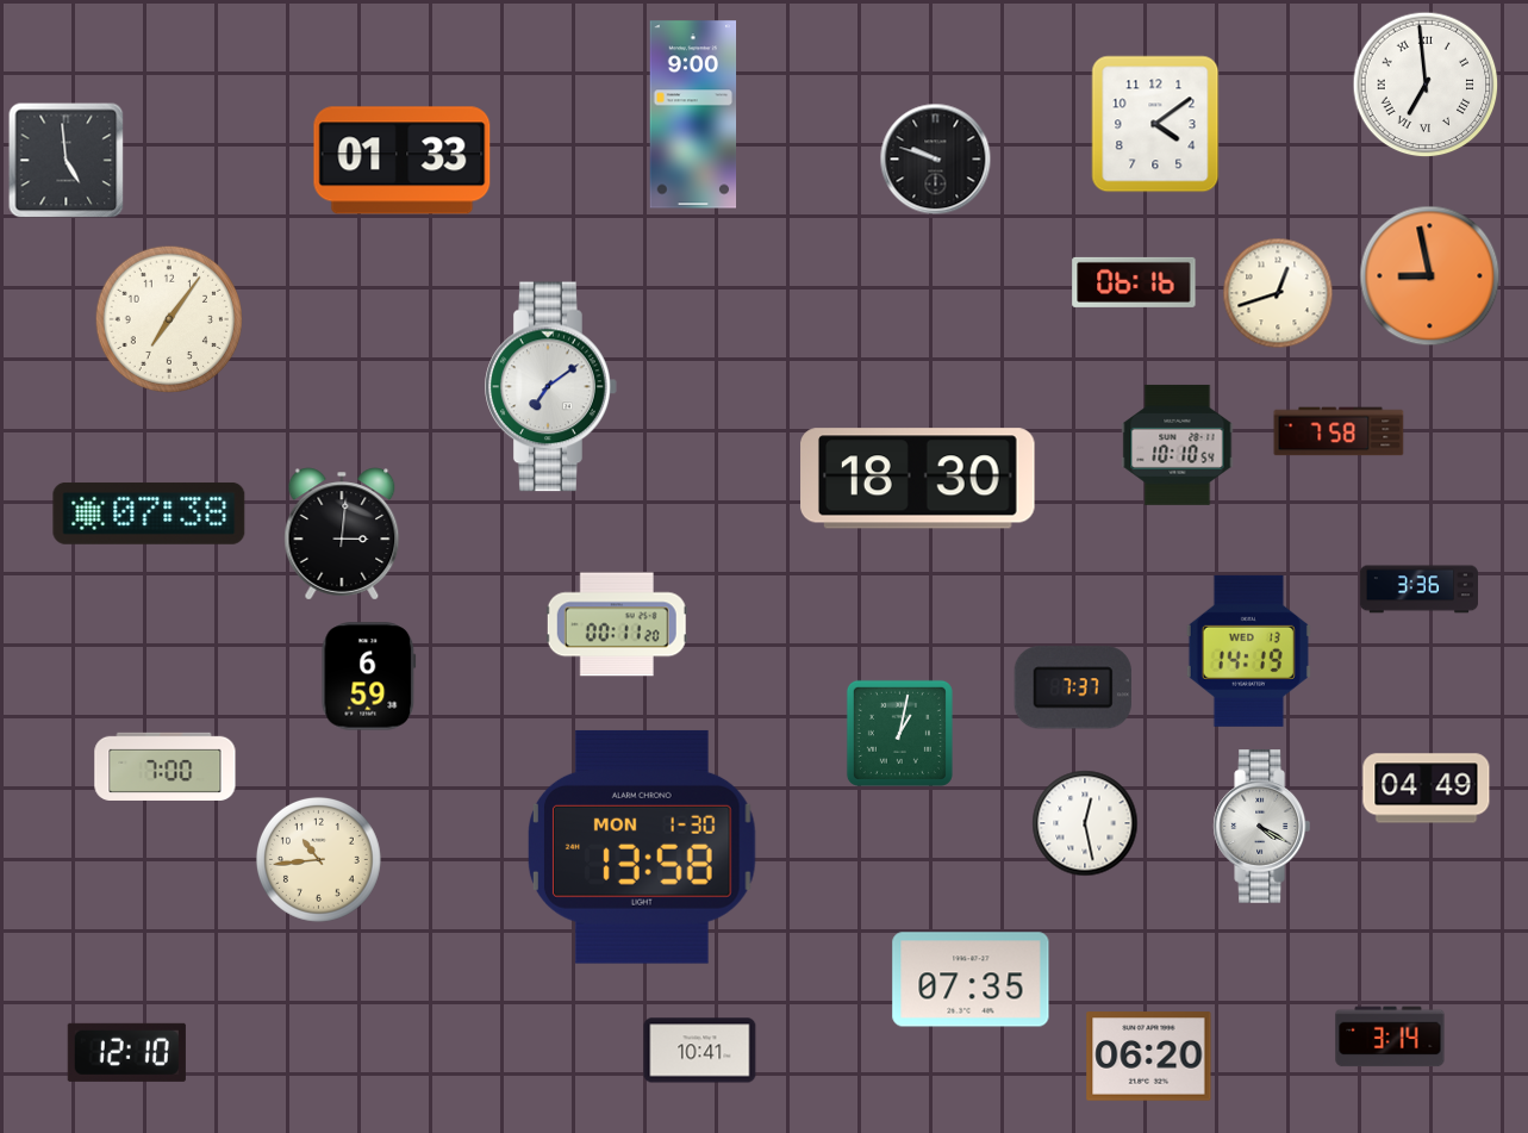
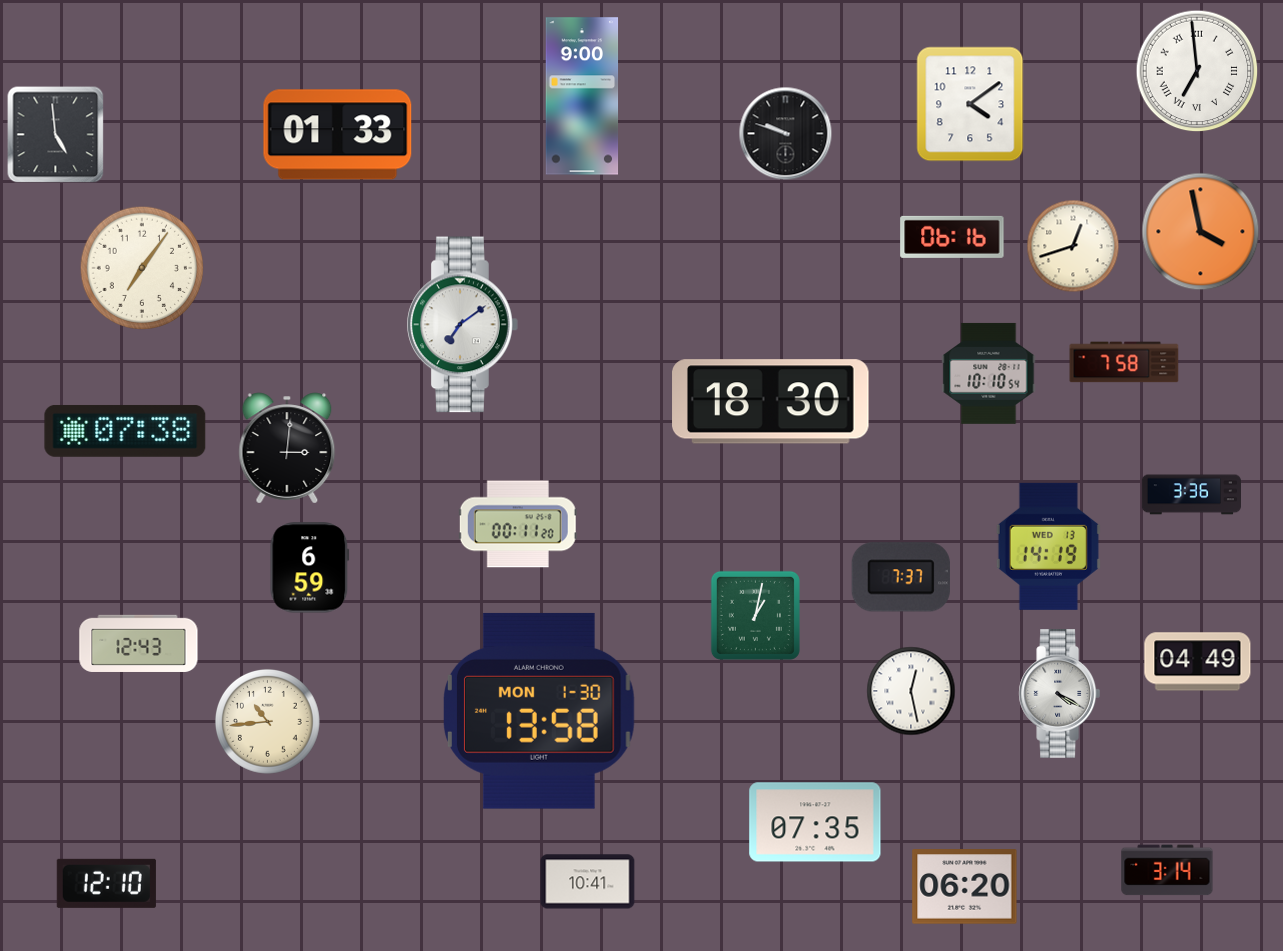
clock at (1430, 276): 8:58 -> 3:58
clock at (166, 766): 7:00 -> 12:43
